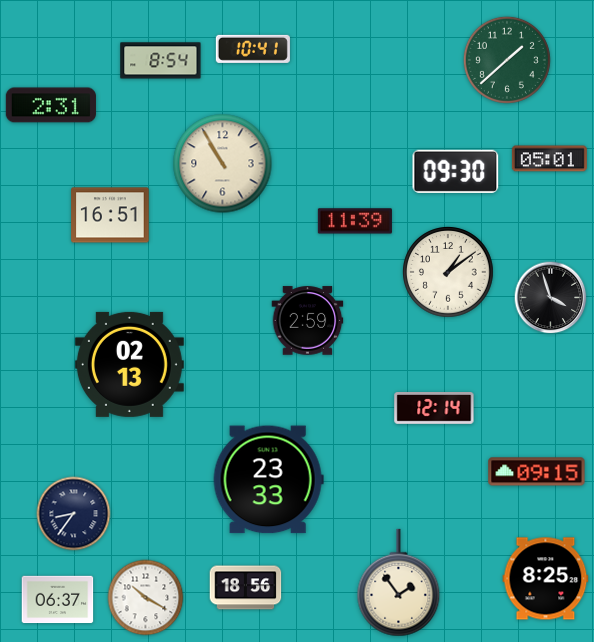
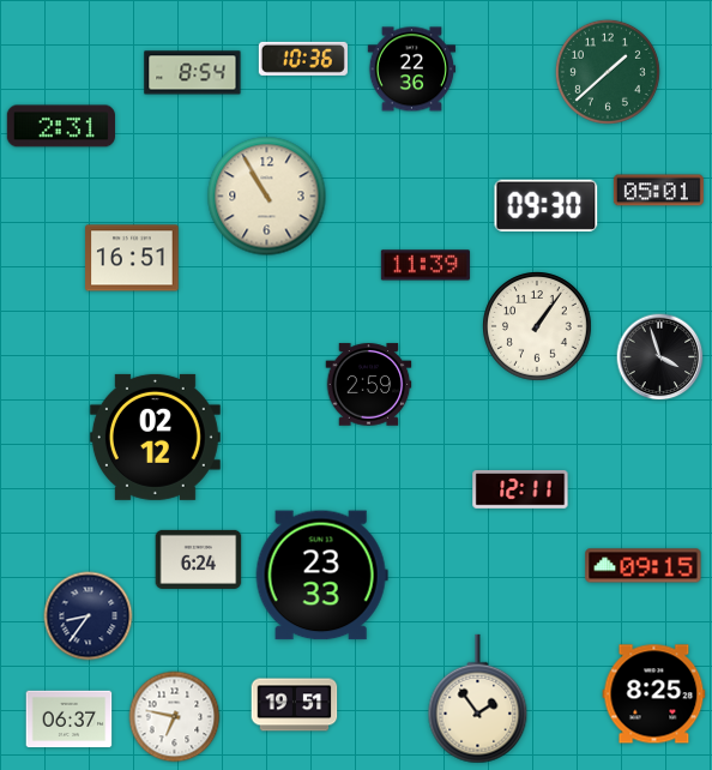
clock at (253, 49): 10:41 -> 10:36
clock at (411, 70): none -> 22:36
clock at (448, 272): 1:09 -> 1:06
clock at (129, 364): 02:13 -> 02:12
clock at (434, 409): 12:14 -> 12:11
clock at (199, 559): none -> 6:24
clock at (246, 588): 18:56 -> 19:51
clock at (146, 598): 10:20 -> 6:47
